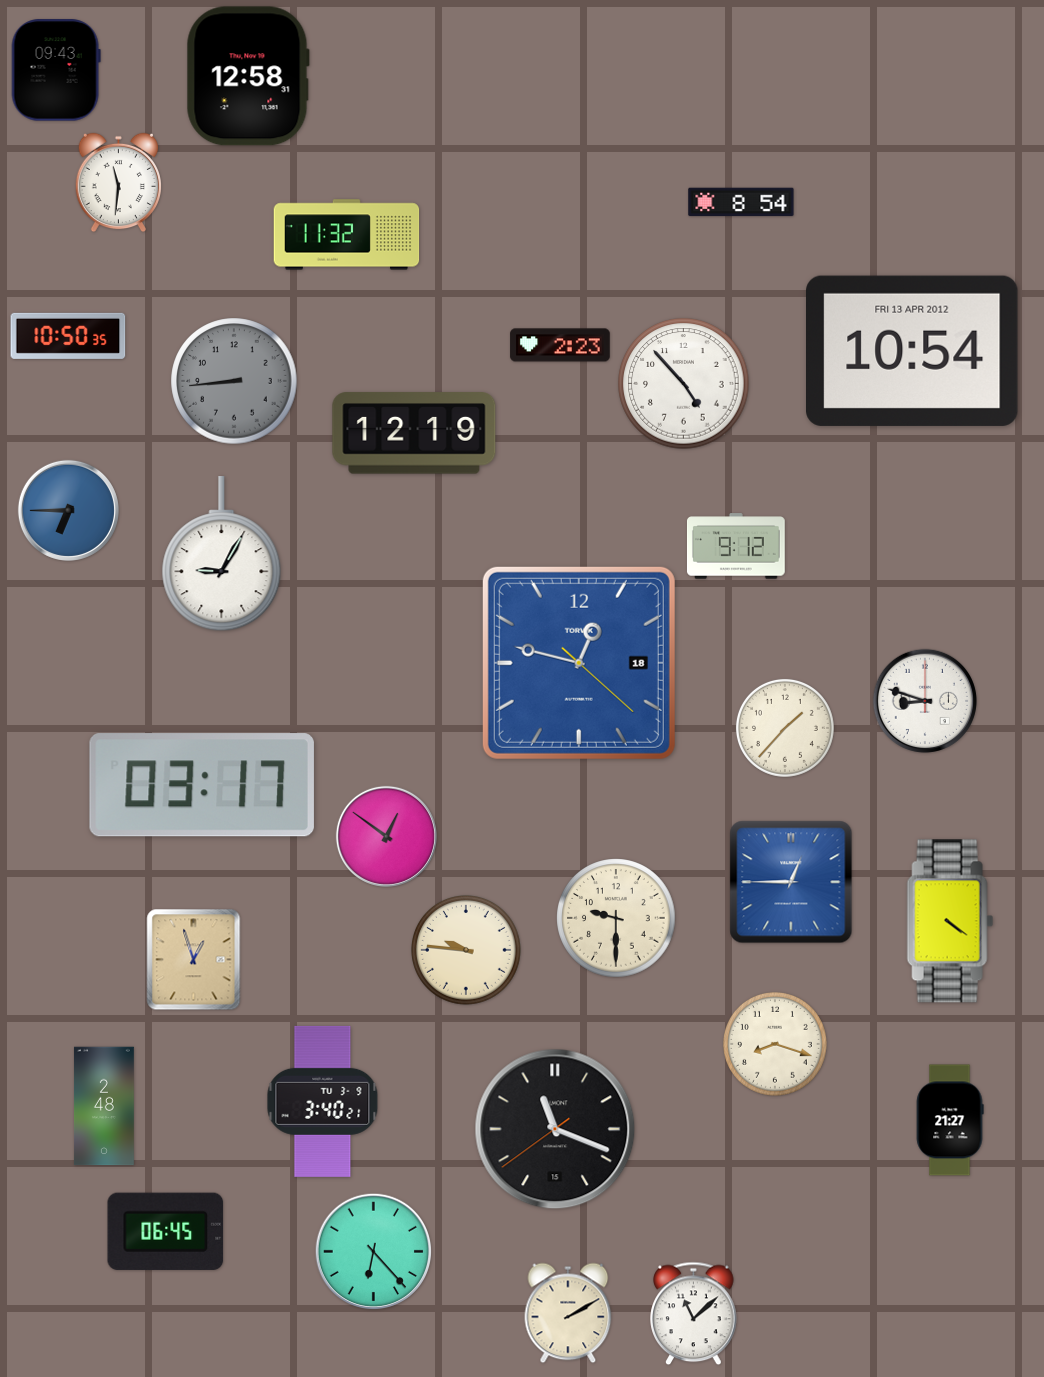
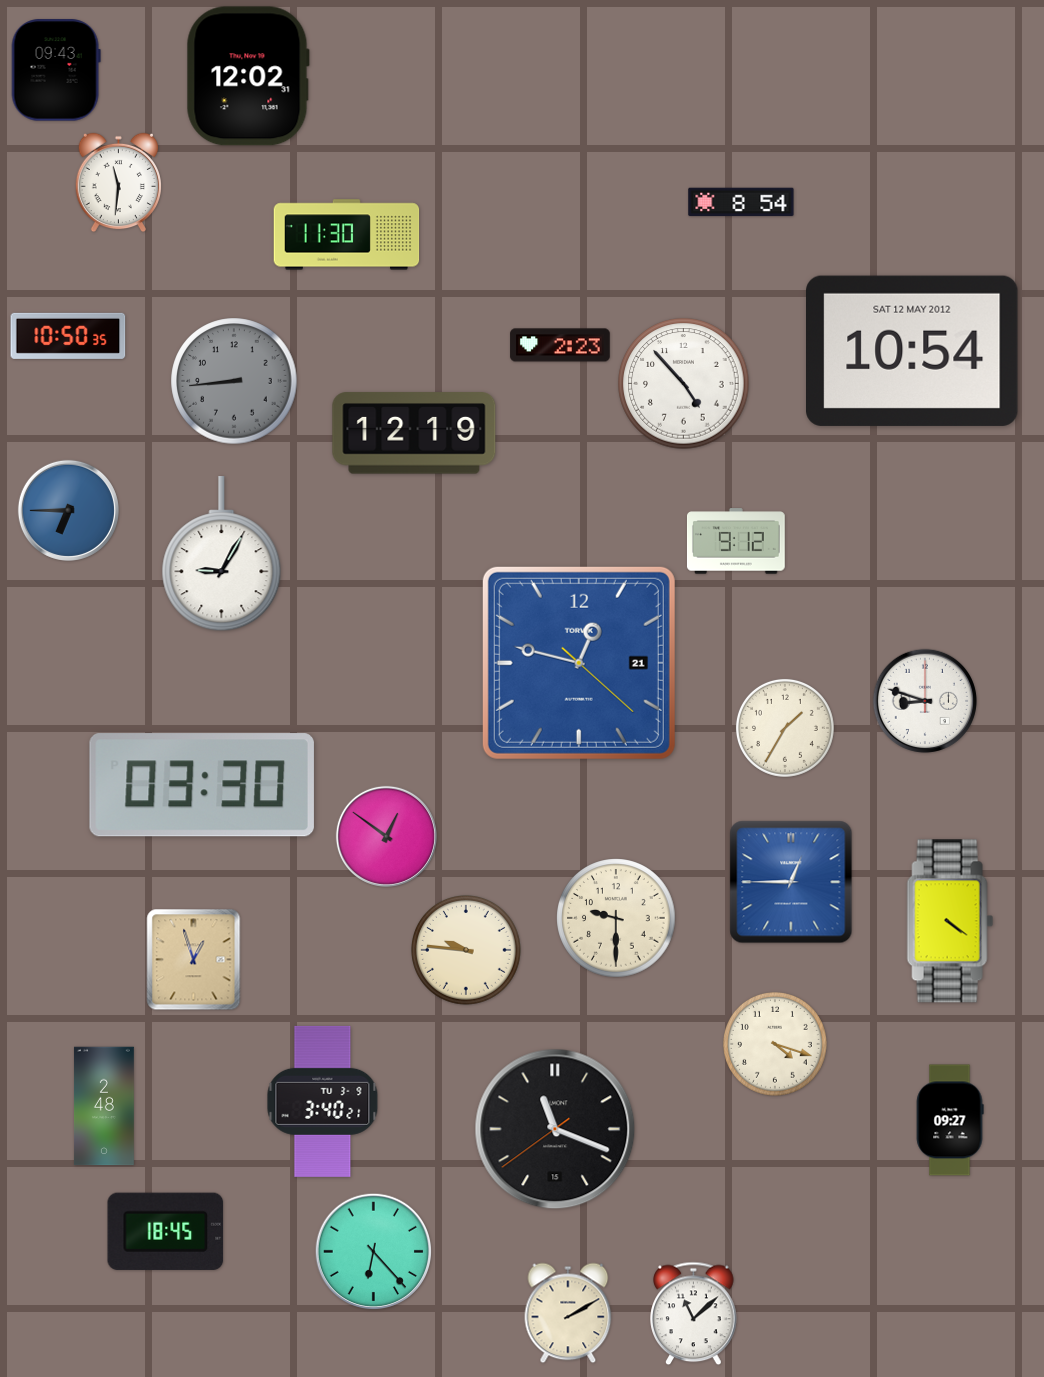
clock at (248, 76): 12:58 -> 12:02
clock at (347, 235): 11:32 -> 11:30
clock at (913, 351) date: FRI 13 APR 2012 -> SAT 12 MAY 2012
clock at (736, 546) position: (736, 546) -> (736, 541)
clock at (579, 663) date: 18 -> 21
clock at (785, 728): 1:37 -> 1:35
clock at (202, 785): 03:17 -> 03:30
clock at (775, 1044): 8:18 -> 4:18
clock at (950, 1120): 21:27 -> 09:27
clock at (166, 1231): 06:45 -> 18:45
